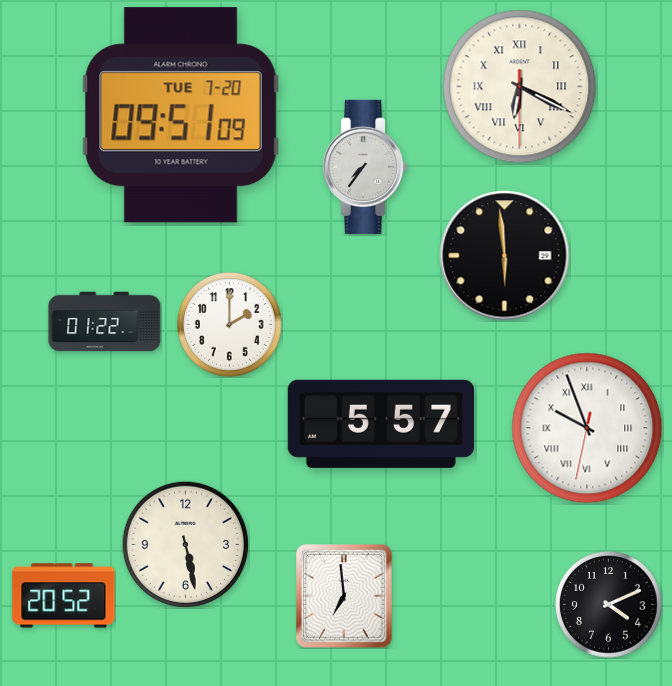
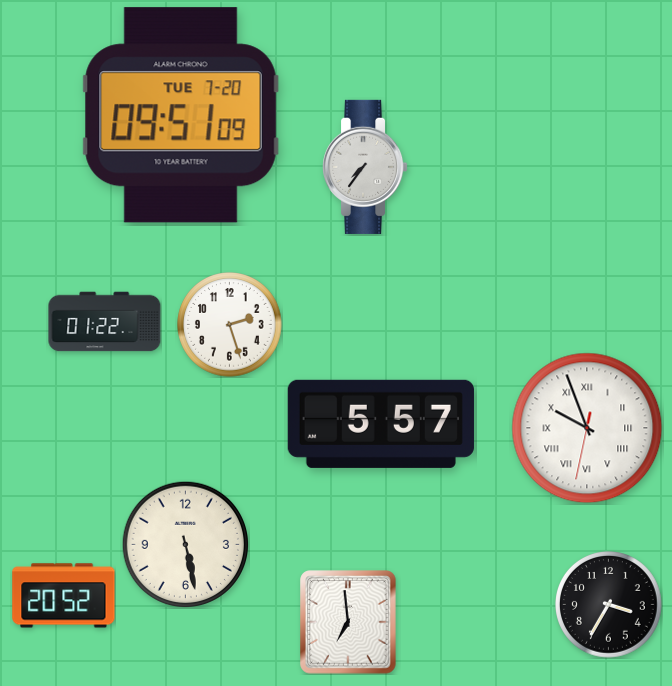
clock at (520, 87): 6:19 -> none
clock at (505, 256): 5:59 -> none
clock at (230, 325): 2:00 -> 2:27
clock at (344, 596) position: (344, 596) -> (348, 622)
clock at (609, 605): 4:11 -> 3:35
